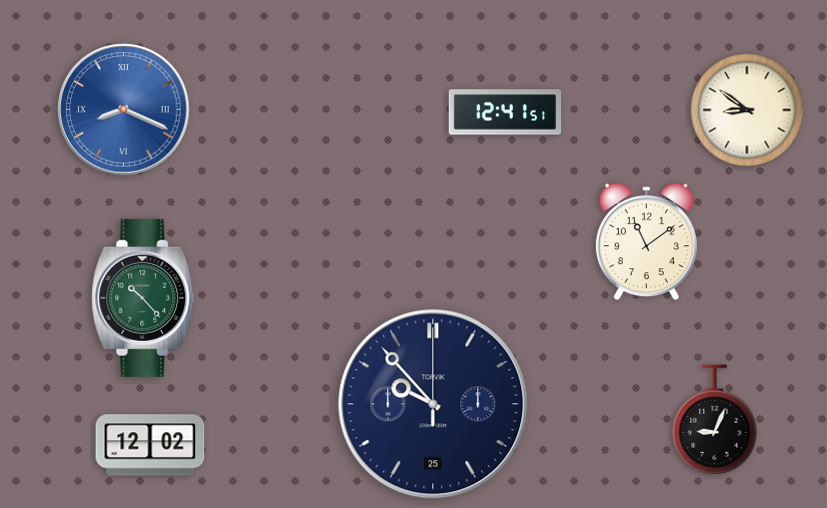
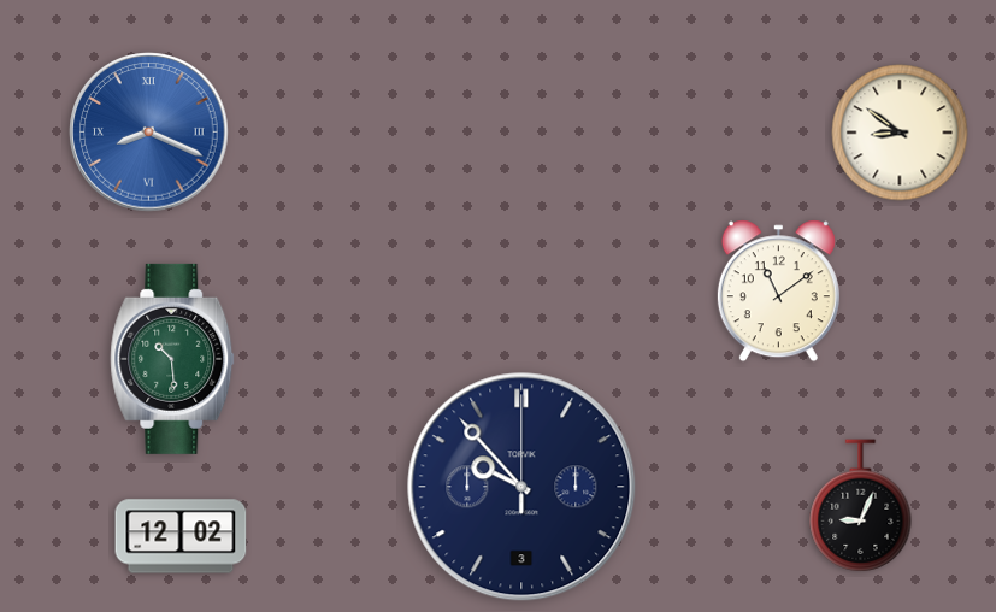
clock at (505, 112): 12:41 -> none
clock at (143, 298): 10:23 -> 10:29
clock at (433, 404) date: 25 -> 3
